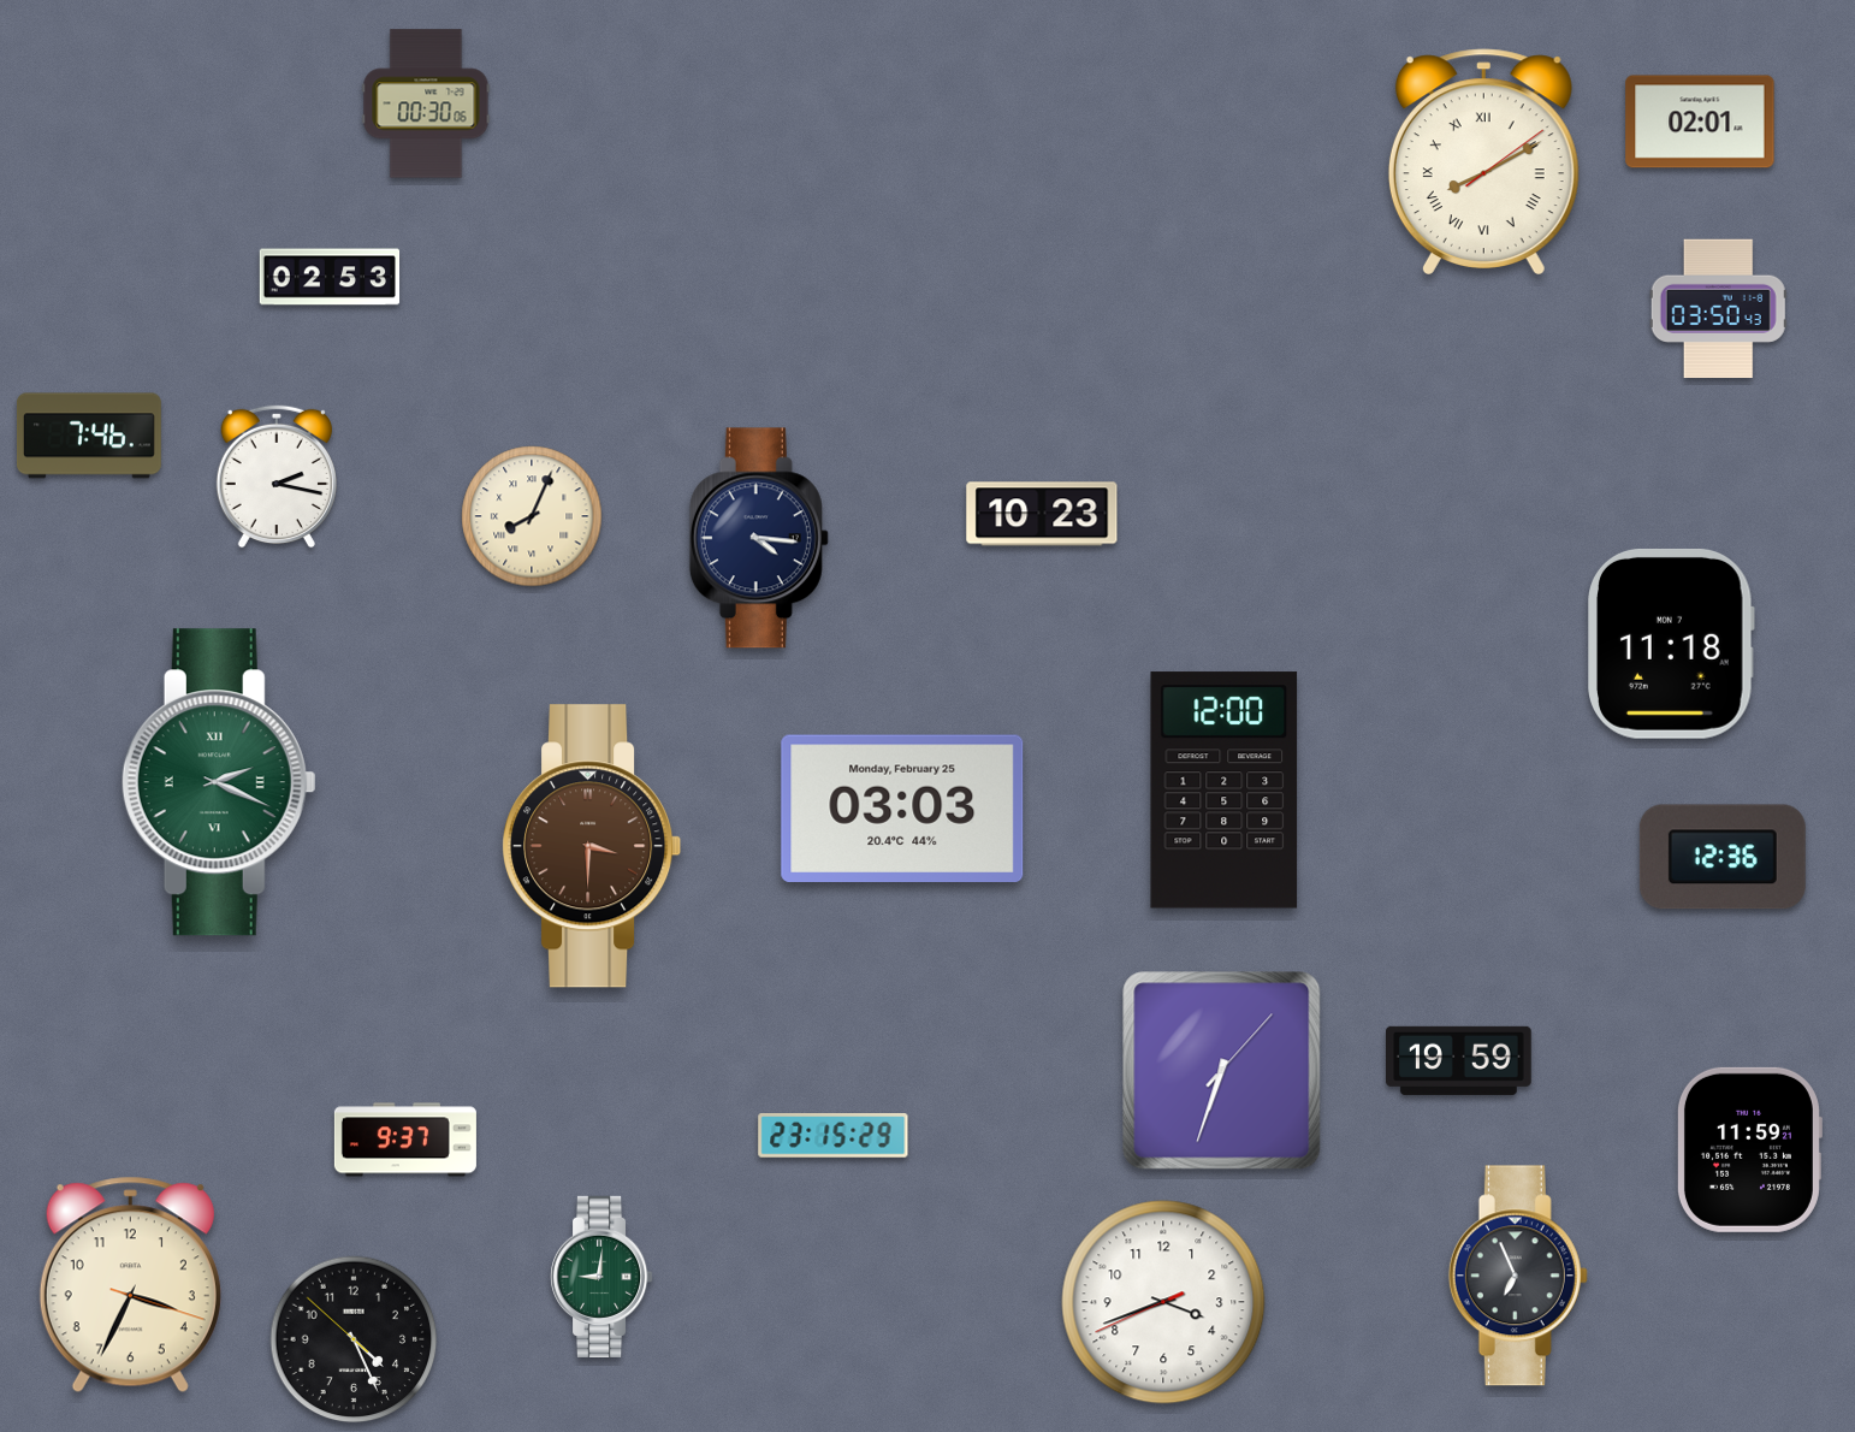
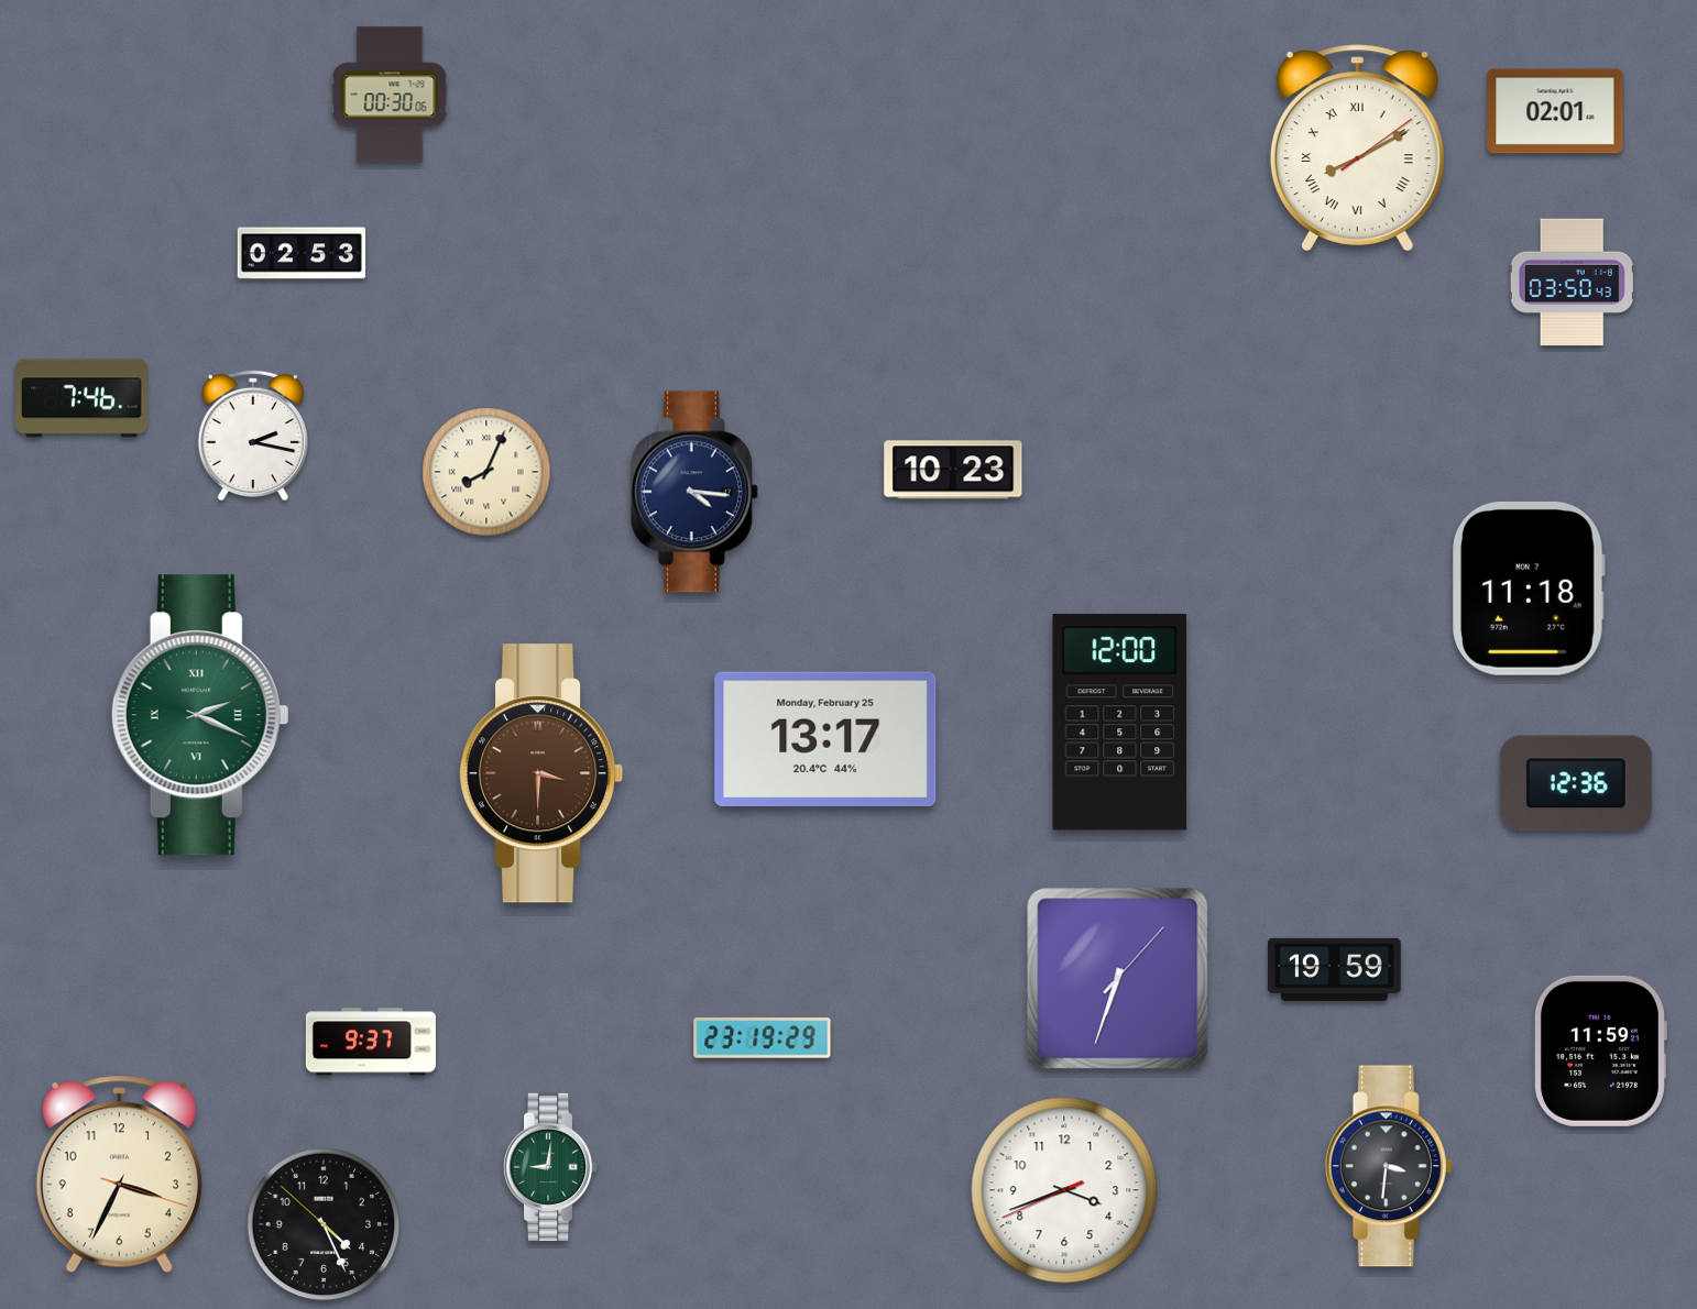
clock at (902, 807): 03:03 -> 13:17
clock at (834, 1136): 23:15 -> 23:19
clock at (1518, 1276): 6:56 -> 3:31
